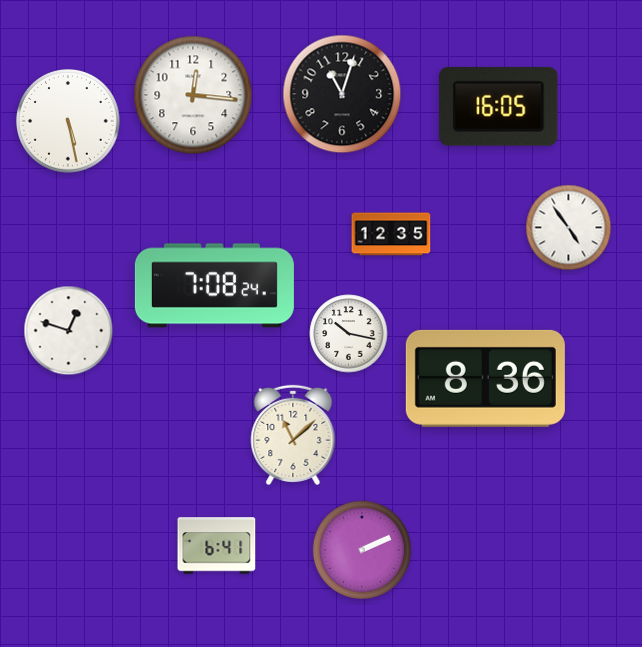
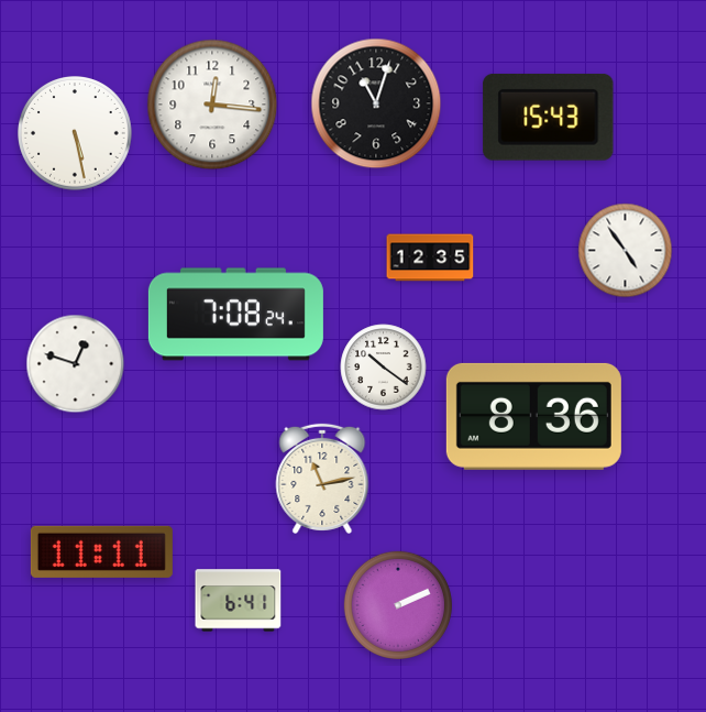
clock at (499, 106): 16:05 -> 15:43
clock at (349, 334): 10:17 -> 10:21
clock at (293, 435): 11:08 -> 11:13
clock at (101, 551): none -> 11:11
